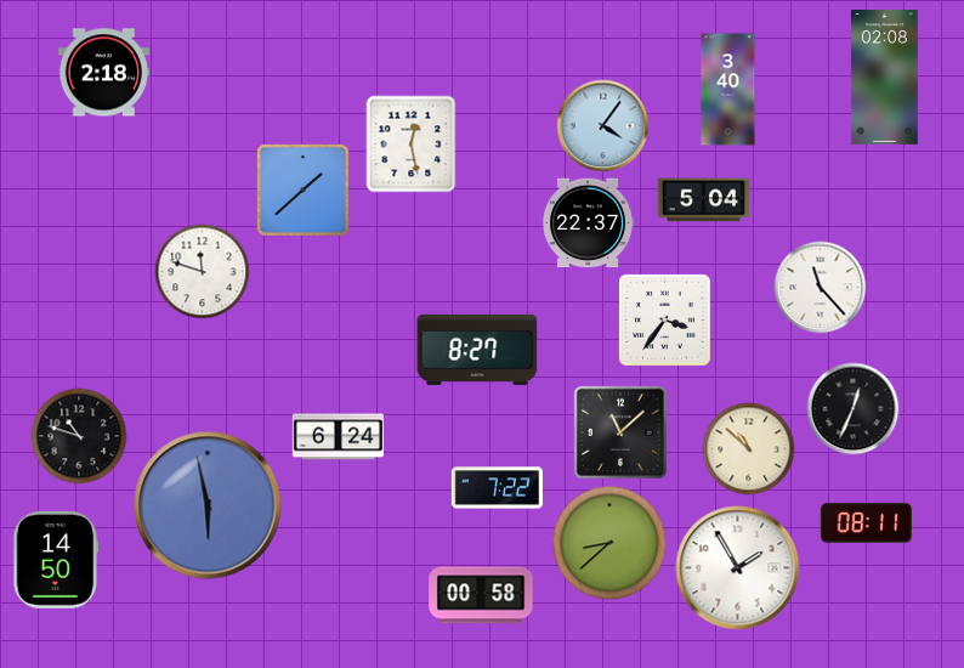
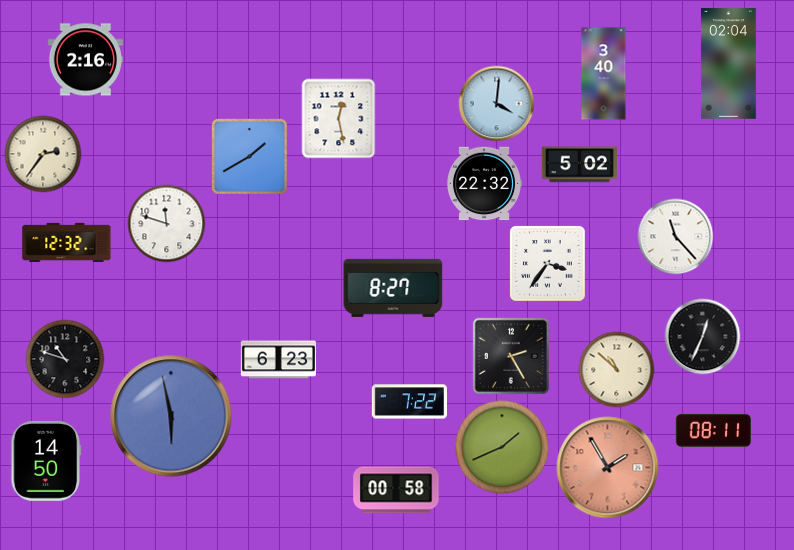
clock at (103, 73): 2:18 -> 2:16
clock at (884, 78): 02:08 -> 02:04
clock at (728, 90) position: (728, 90) -> (604, 74)
clock at (603, 126): 4:06 -> 4:01
clock at (43, 154): none -> 2:36
clock at (304, 191): 1:38 -> 1:40
clock at (703, 200): 5:04 -> 5:02
clock at (588, 223): 22:37 -> 22:32
clock at (67, 242): none -> 12:32
clock at (620, 432): 11:08 -> 2:25
clock at (338, 437): 6:24 -> 6:23
clock at (609, 543): 8:38 -> 1:41
clock at (738, 568) dial: white -> salmon
